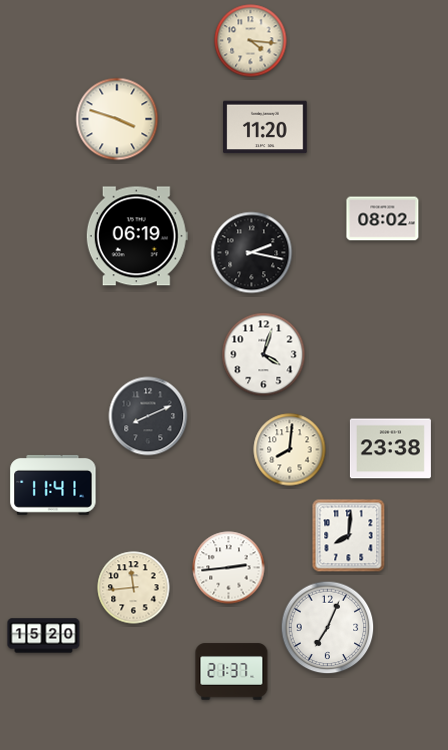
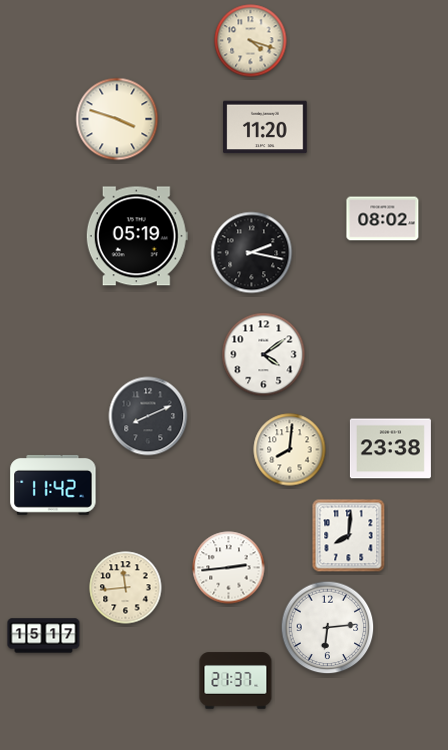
clock at (251, 41): 4:16 -> 4:18
clock at (137, 236): 06:19 -> 05:19
clock at (264, 355): 4:03 -> 4:09
clock at (53, 485): 11:41 -> 11:42
clock at (134, 588) position: (134, 588) -> (126, 588)
clock at (328, 628): 7:04 -> 6:14
clock at (44, 636): 15:20 -> 15:17
clock at (232, 672) position: (232, 672) -> (236, 681)
